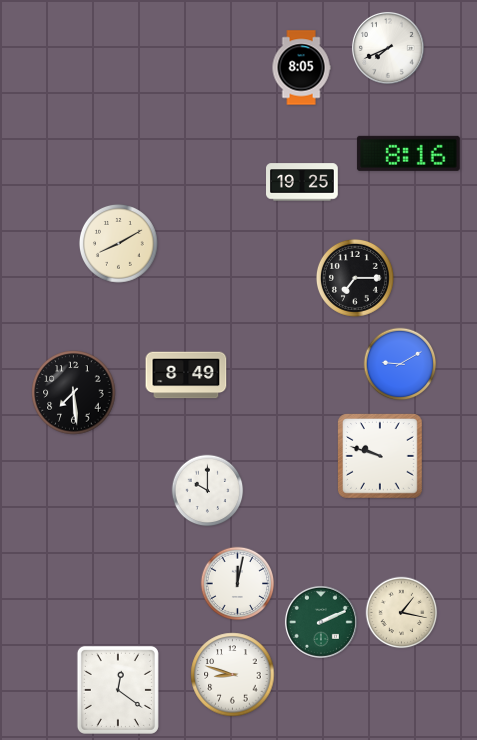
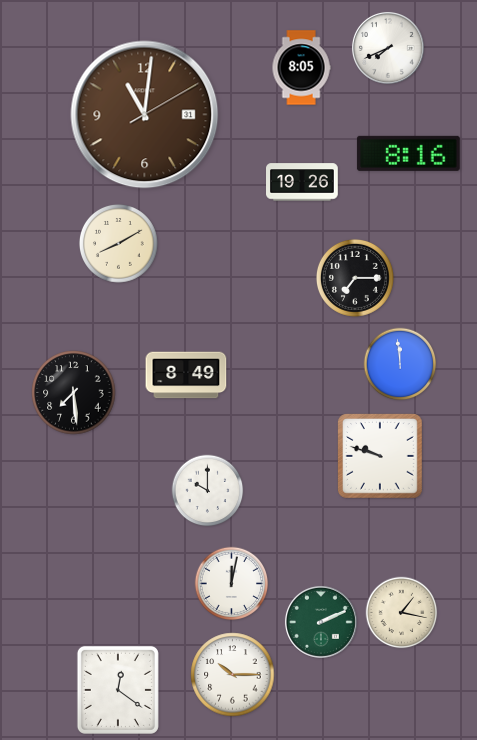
clock at (145, 115): none -> 11:01
clock at (302, 182): 19:25 -> 19:26
clock at (400, 364): 9:10 -> 11:59
clock at (238, 584) position: (238, 584) -> (232, 584)
clock at (233, 675): 8:48 -> 10:15
